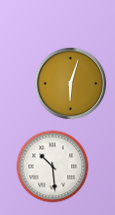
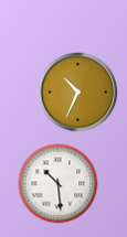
clock at (71, 84): 6:03 -> 10:34
